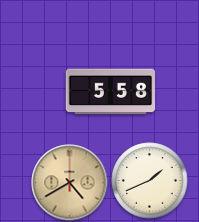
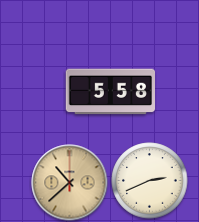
clock at (150, 181): 1:41 -> 2:41
clock at (70, 183): 4:40 -> 10:38
